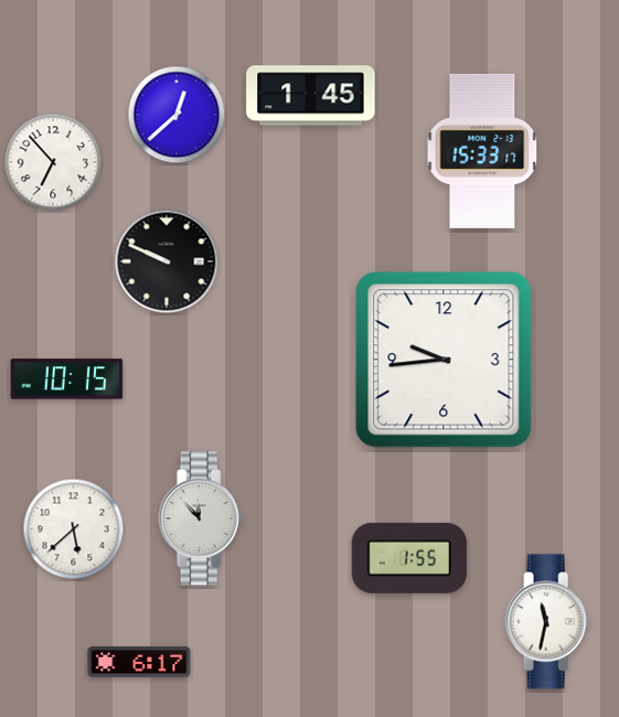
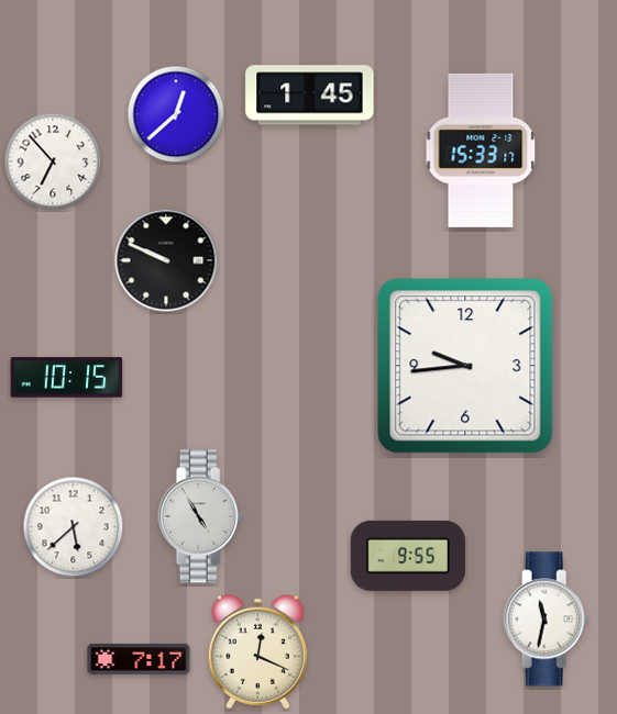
clock at (444, 360) position: (444, 360) -> (465, 366)
clock at (201, 518): 11:53 -> 4:55
clock at (409, 558): 1:55 -> 9:55
clock at (257, 652): none -> 12:19
clock at (139, 662): 6:17 -> 7:17
